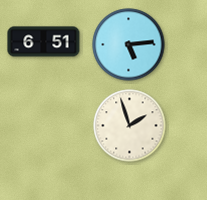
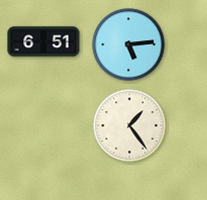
clock at (130, 126): 1:57 -> 1:24
